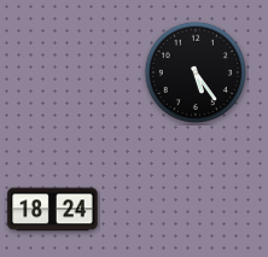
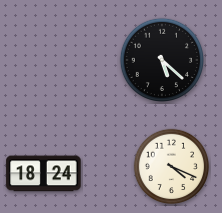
clock at (194, 71): 5:24 -> 5:22
clock at (172, 167): none -> 4:19
